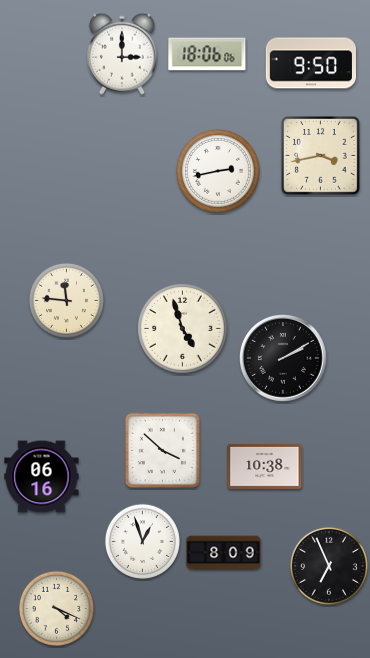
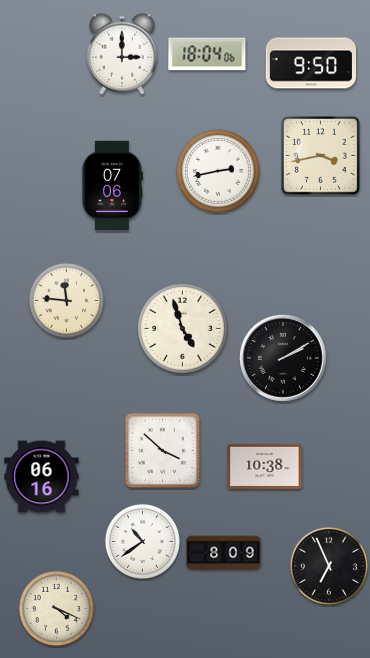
clock at (207, 54): 18:06 -> 18:04
clock at (112, 186): none -> 07:06
clock at (142, 541): 12:57 -> 10:39
